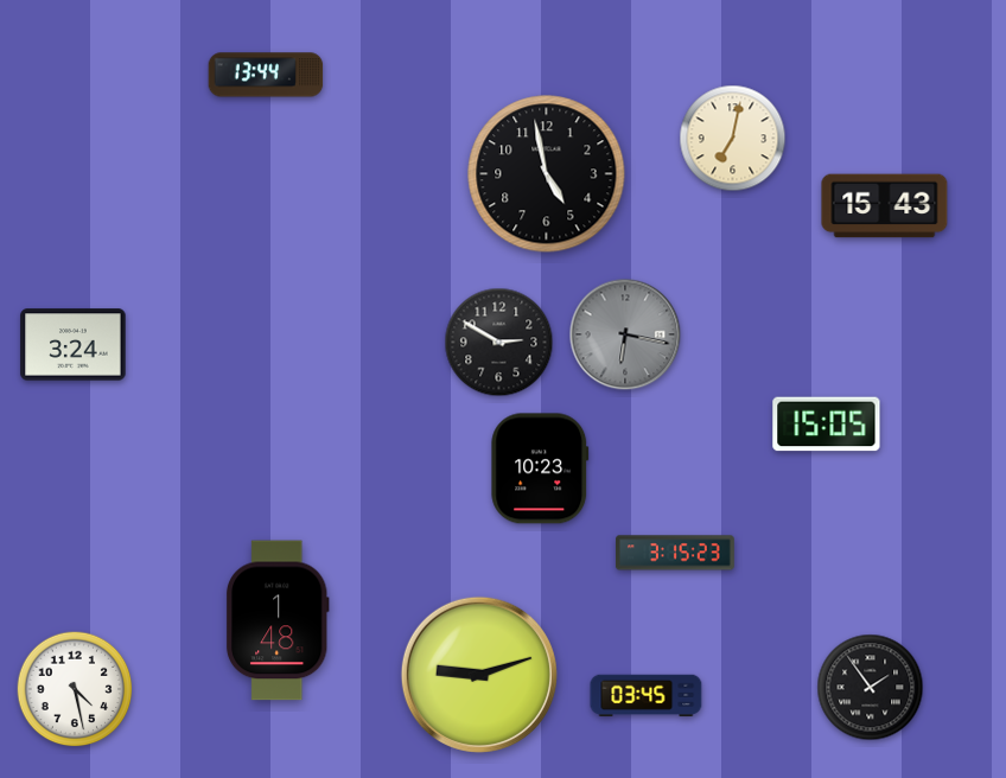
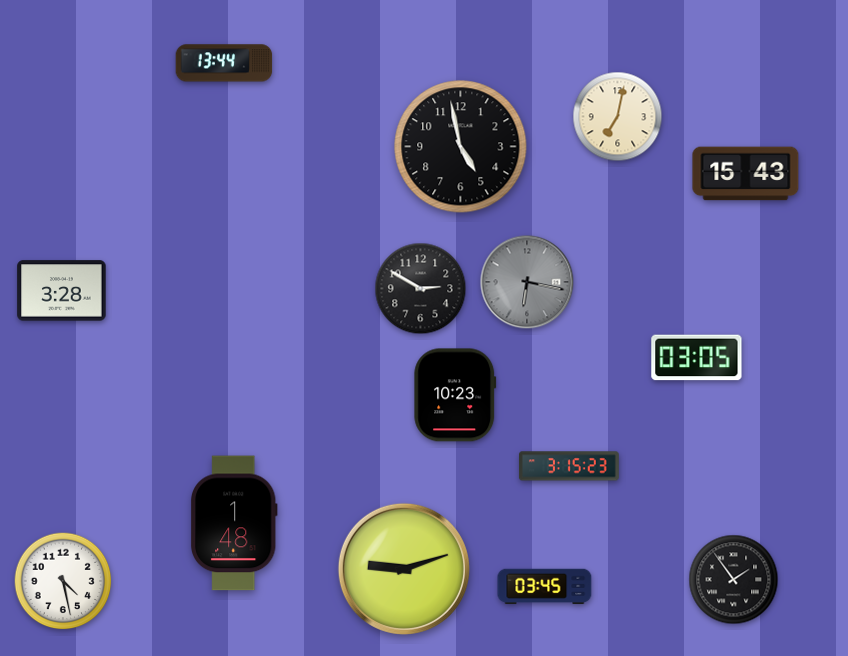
clock at (74, 345): 3:24 -> 3:28
clock at (827, 425): 15:05 -> 03:05
